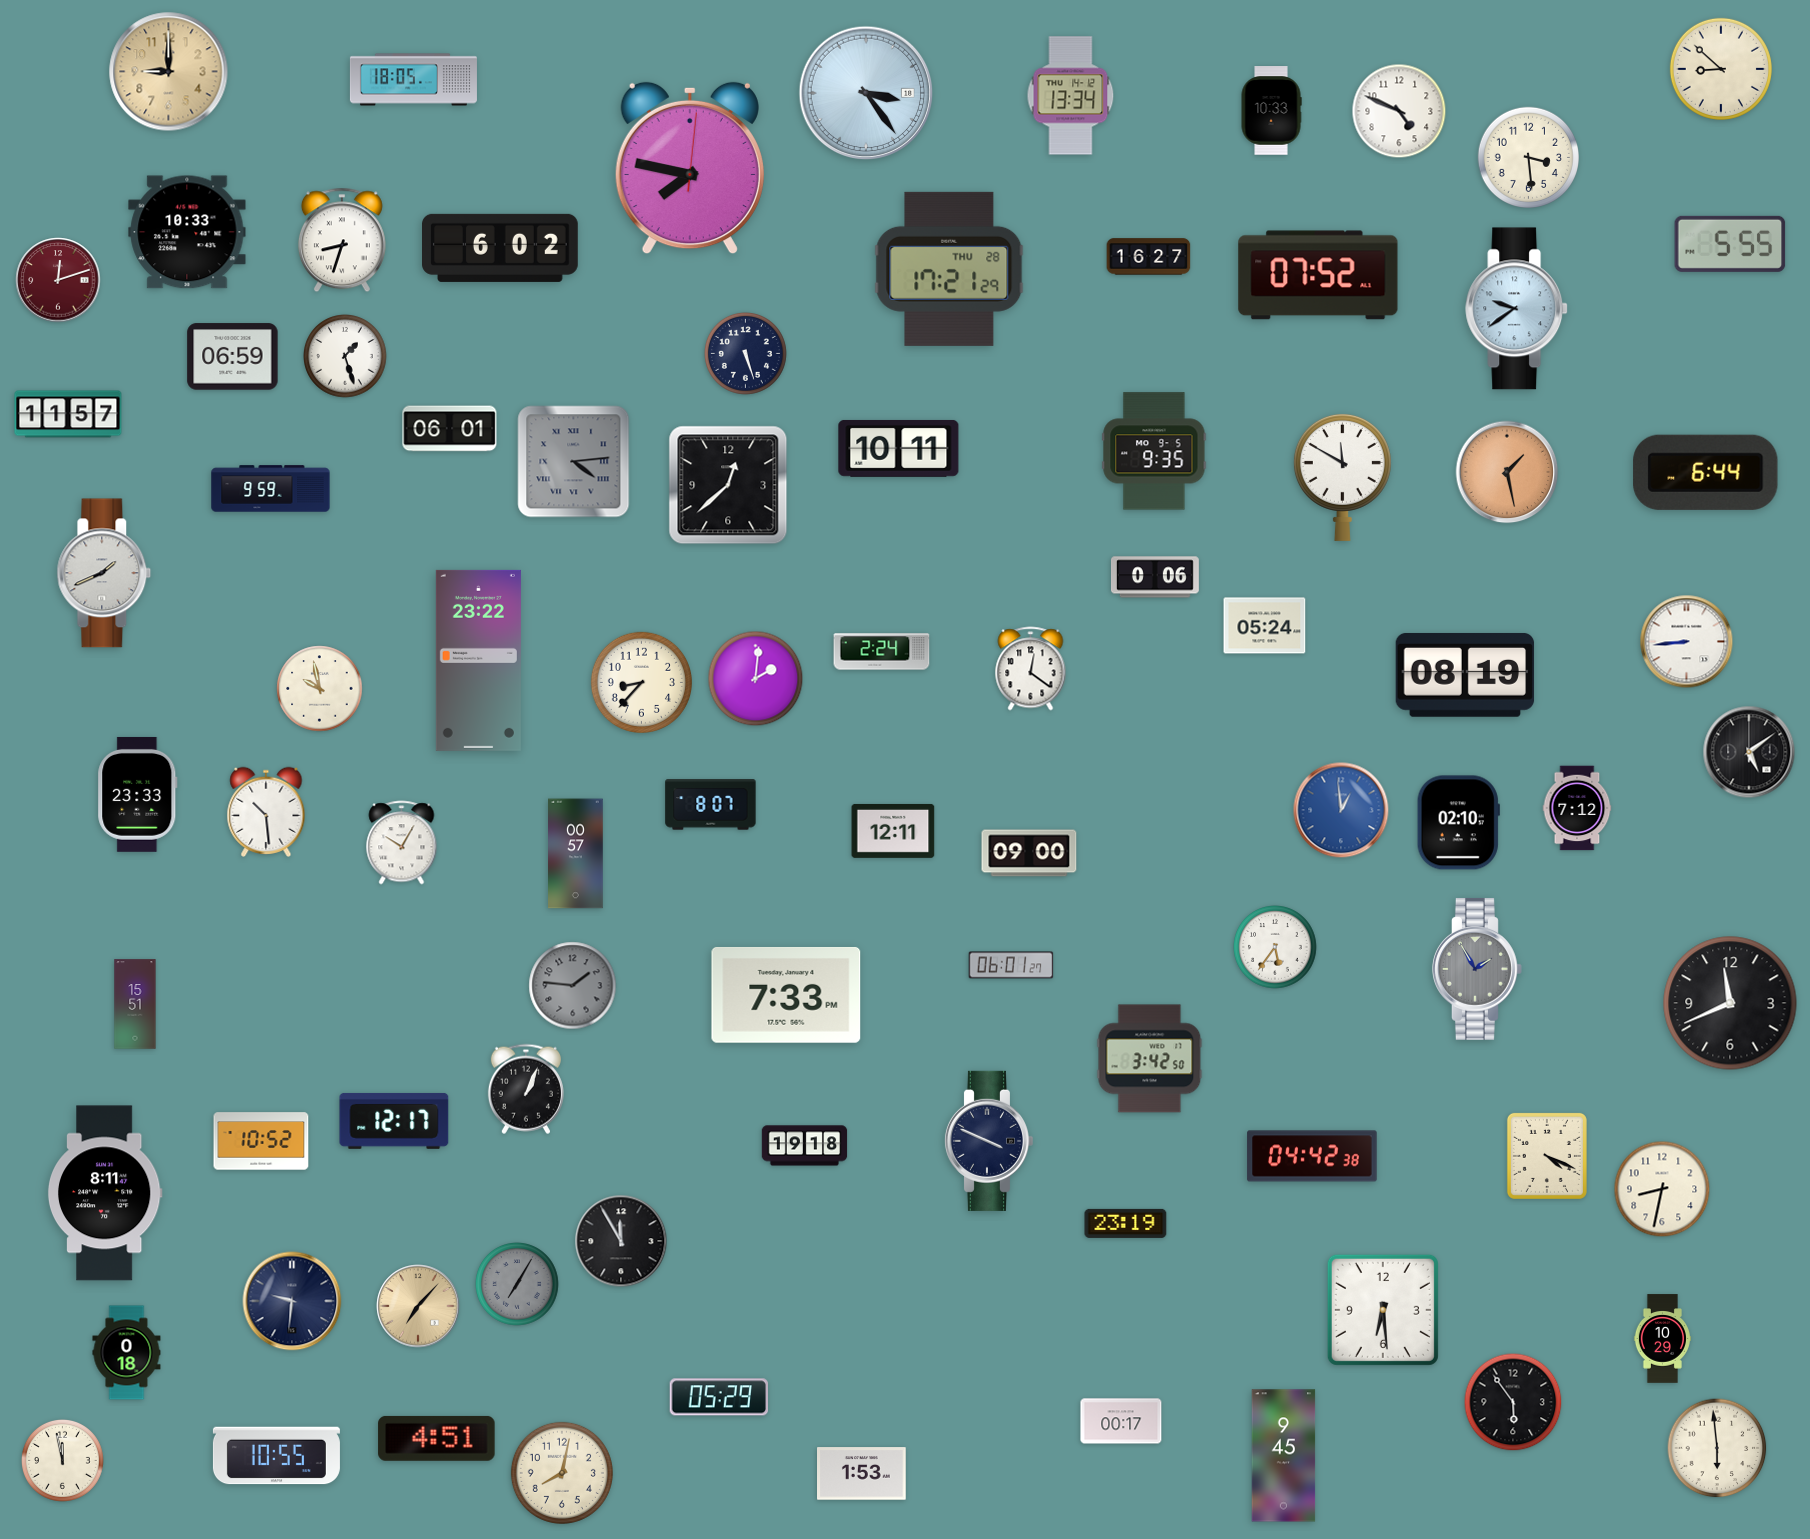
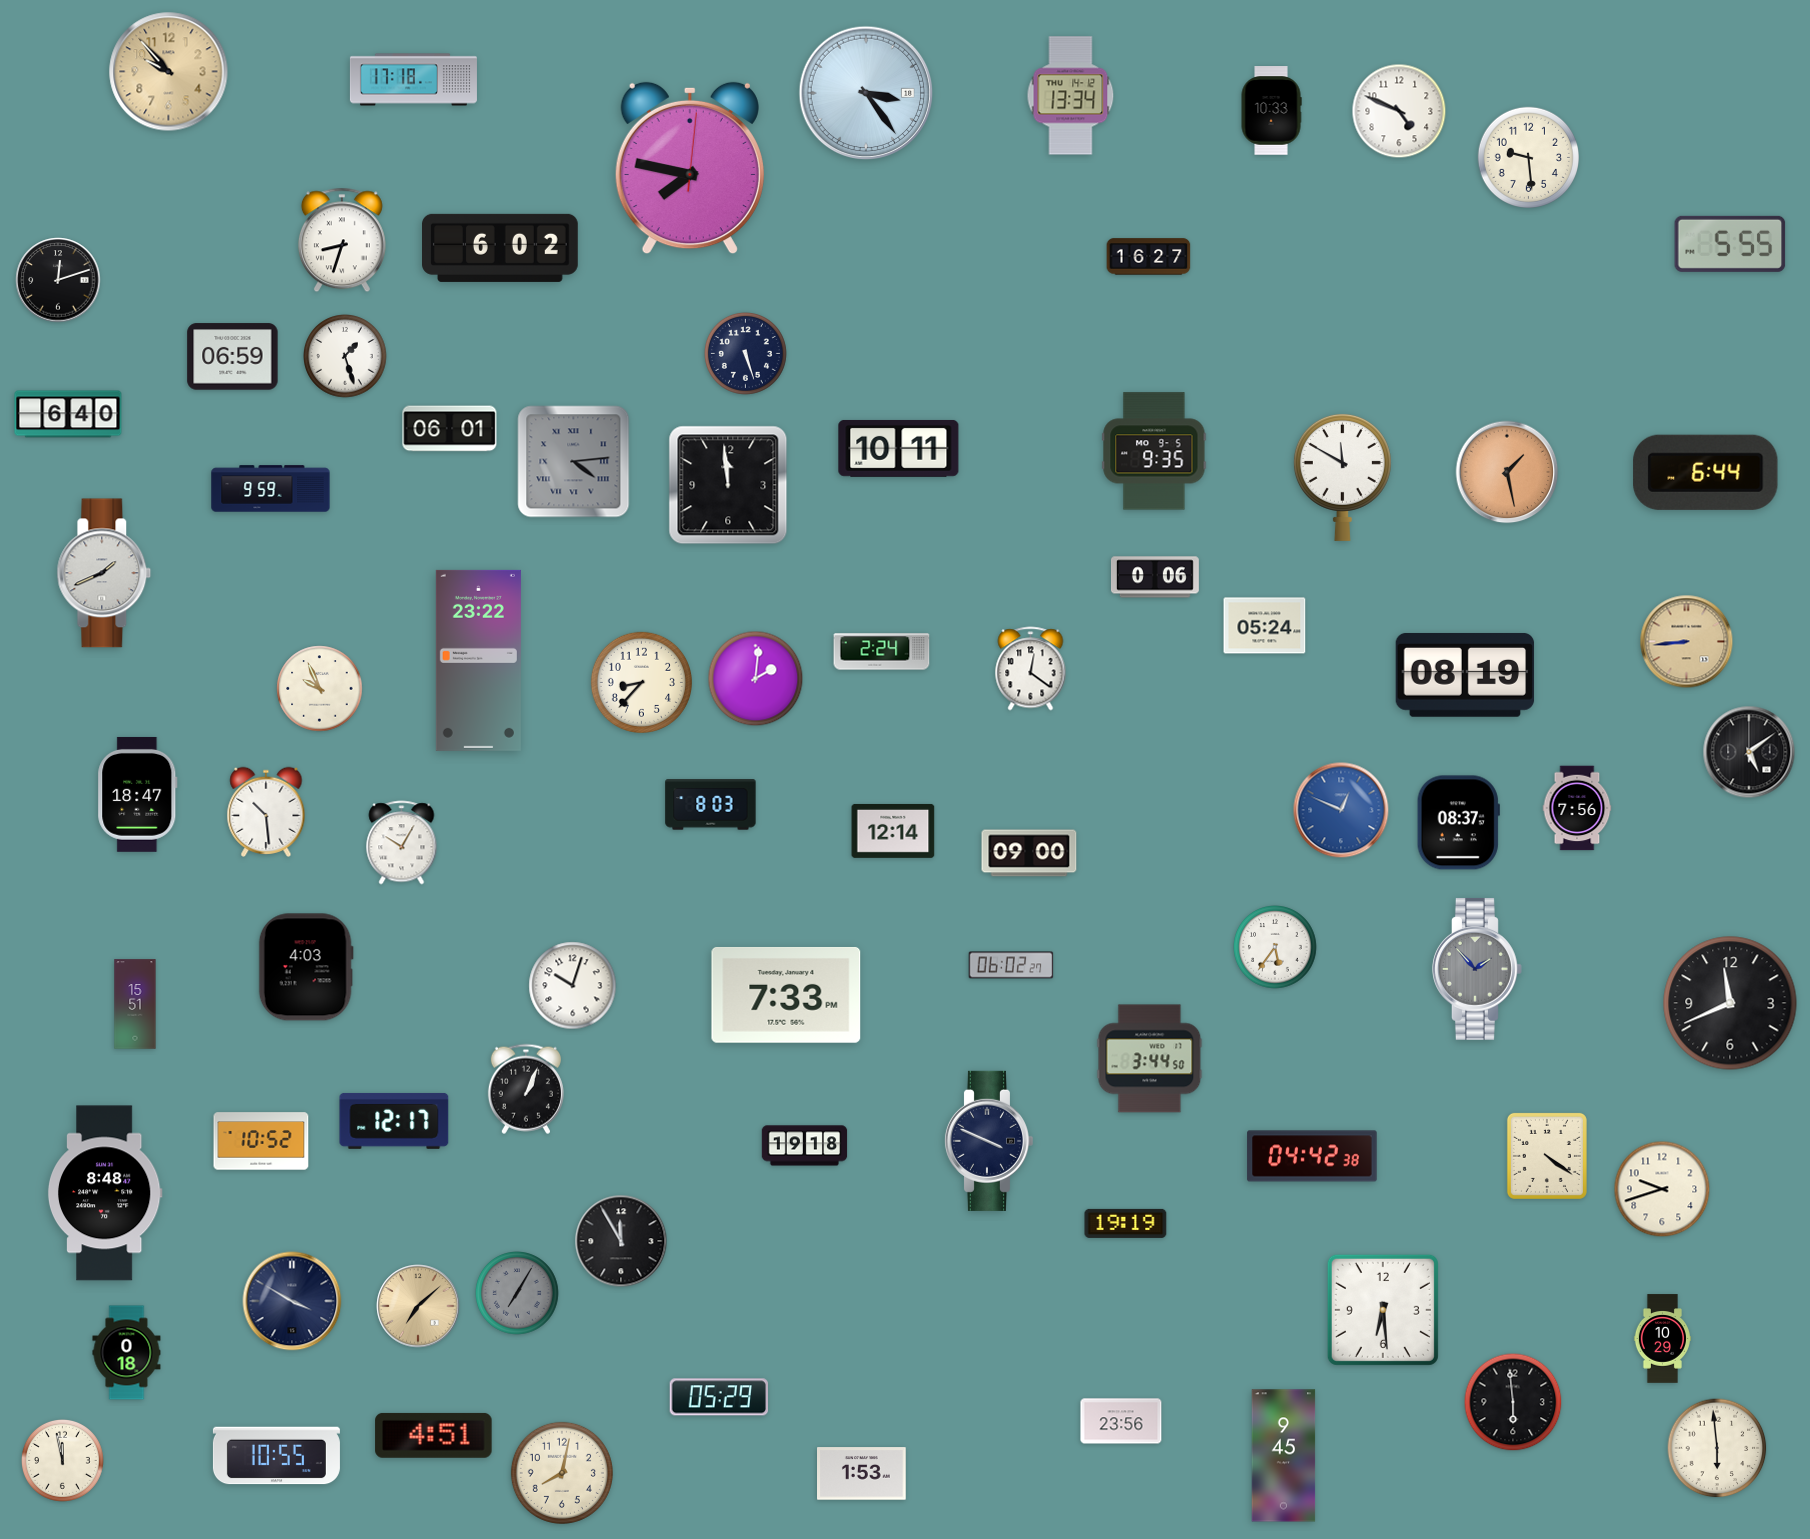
clock at (1721, 69): 8:52 -> none
clock at (169, 72): 9:00 -> 9:53
clock at (413, 80): 18:05 -> 17:18
clock at (1528, 157): 3:29 -> 9:29
clock at (187, 232): 10:33 -> none
clock at (949, 269): 17:21 -> none
clock at (1318, 275): 07:52 -> none
clock at (58, 280) dial: burgundy -> black
clock at (1517, 309): 9:39 -> none
clock at (68, 414): 11:57 -> 6:40
clock at (728, 485): 12:38 -> 11:59
clock at (1687, 642) dial: white -> champagne
clock at (320, 689): 9:58 -> 9:56
clock at (138, 794): 23:33 -> 18:47
clock at (711, 805): 8:07 -> 8:03
clock at (1577, 808): 7:12 -> 7:56
clock at (1341, 810): 12:59 -> 12:49
clock at (1458, 823): 02:10 -> 08:37
clock at (893, 831): 12:11 -> 12:14
clock at (576, 854): 00:57 -> none
clock at (1011, 965): 06:01 -> 06:02
clock at (306, 967): none -> 4:03
clock at (1477, 969): 1:55 -> 1:53
clock at (573, 986): 1:46 -> 10:03
clock at (573, 986) dial: grey -> white
clock at (1150, 1059): 3:42 -> 3:44
clock at (1547, 1156): 4:19 -> 4:21
clock at (1662, 1189): 8:32 -> 9:42
clock at (105, 1193): 8:11 -> 8:48
clock at (1126, 1223): 23:19 -> 19:19
clock at (518, 1285) position: (518, 1285) -> (518, 1294)
clock at (292, 1301): 9:31 -> 3:50
clock at (418, 1306): 7:07 -> 7:08
clock at (1513, 1402): 5:54 -> 5:59
clock at (1121, 1421): 00:17 -> 23:56
clock at (437, 1438) position: (437, 1438) -> (434, 1435)
